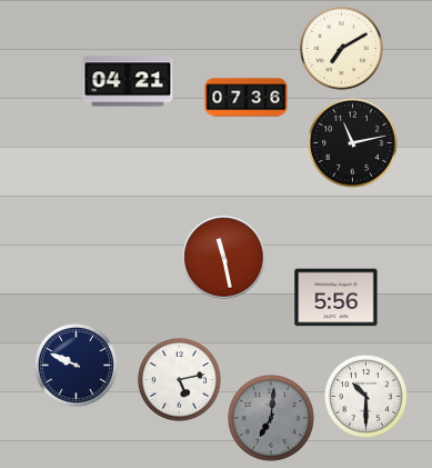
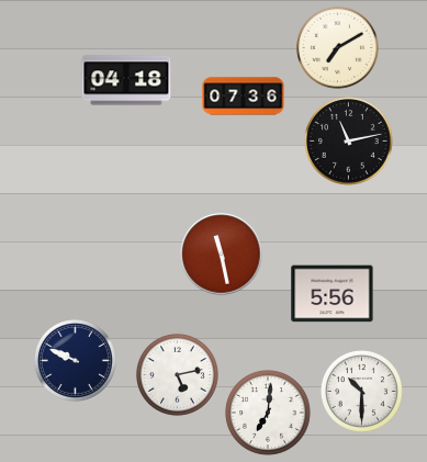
clock at (128, 81): 04:21 -> 04:18
clock at (271, 418) dial: grey -> white
